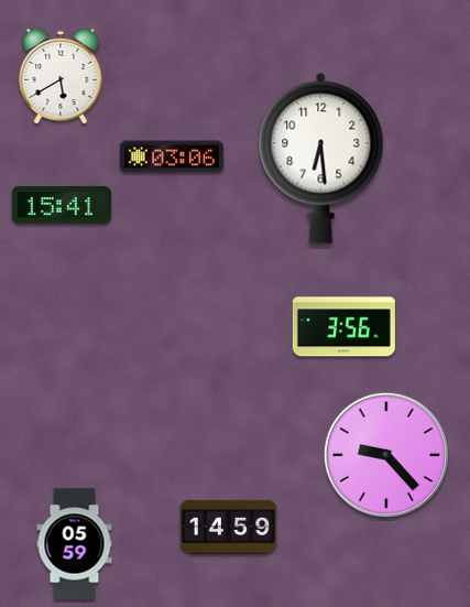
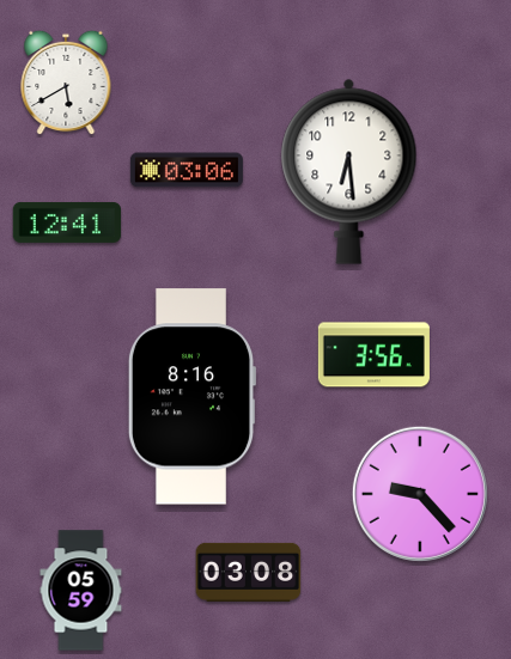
clock at (62, 205): 15:41 -> 12:41
clock at (191, 397): none -> 8:16
clock at (229, 527): 14:59 -> 03:08
